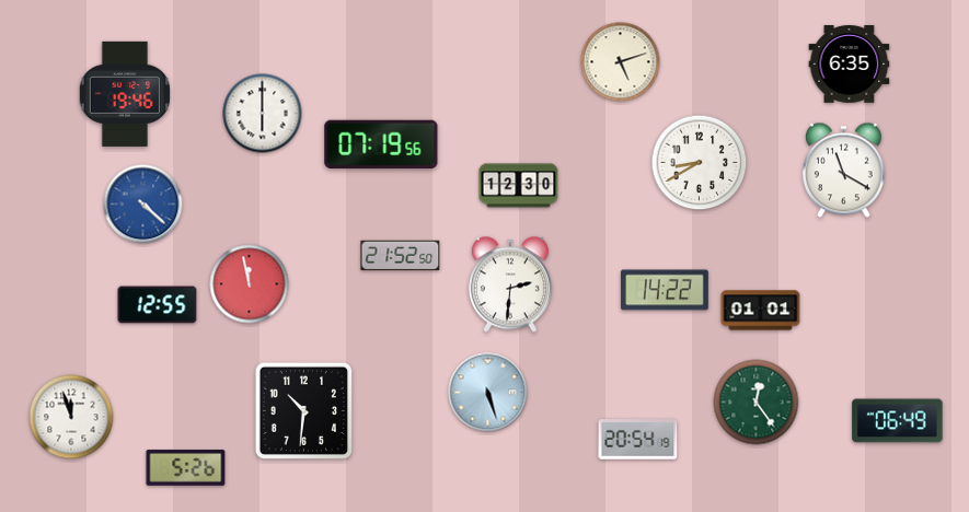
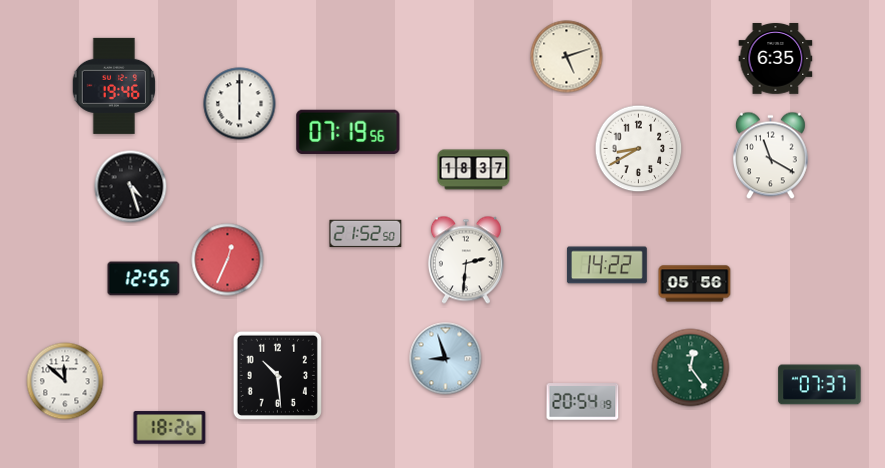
clock at (519, 186): 12:30 -> 18:37
clock at (143, 205): 4:22 -> 4:27
clock at (143, 205) dial: blue -> black
clock at (250, 284): 11:58 -> 12:34
clock at (761, 311): 01:01 -> 05:56
clock at (488, 393): 5:27 -> 8:57
clock at (303, 410): 10:31 -> 10:29
clock at (71, 417): 11:57 -> 11:52
clock at (898, 421): 06:49 -> 07:37
clock at (186, 468): 5:26 -> 18:26
